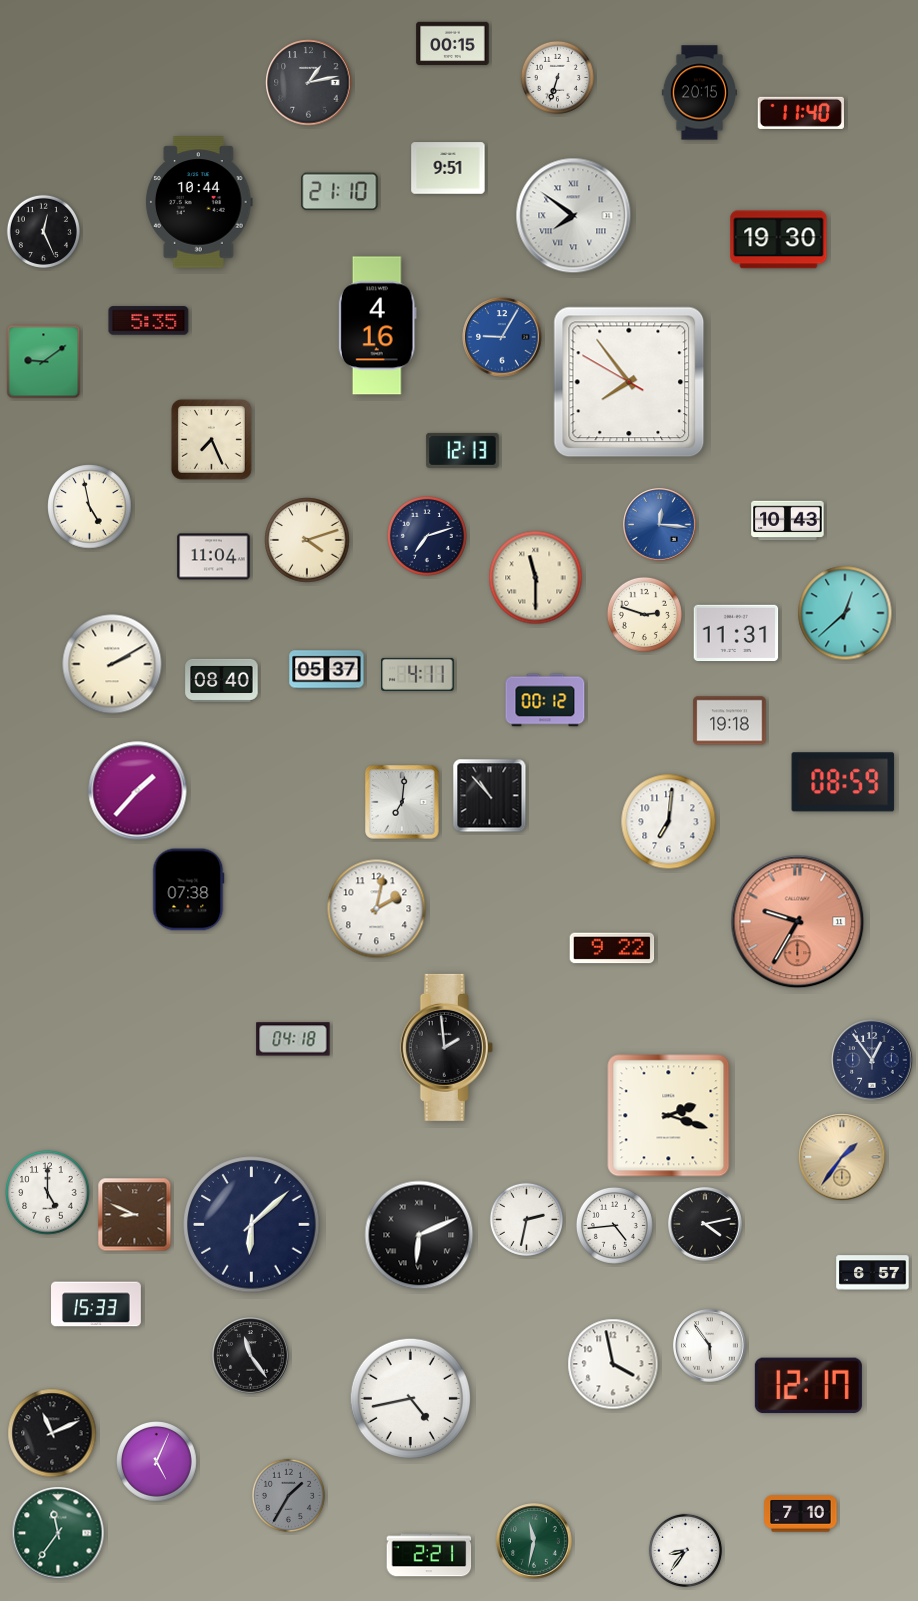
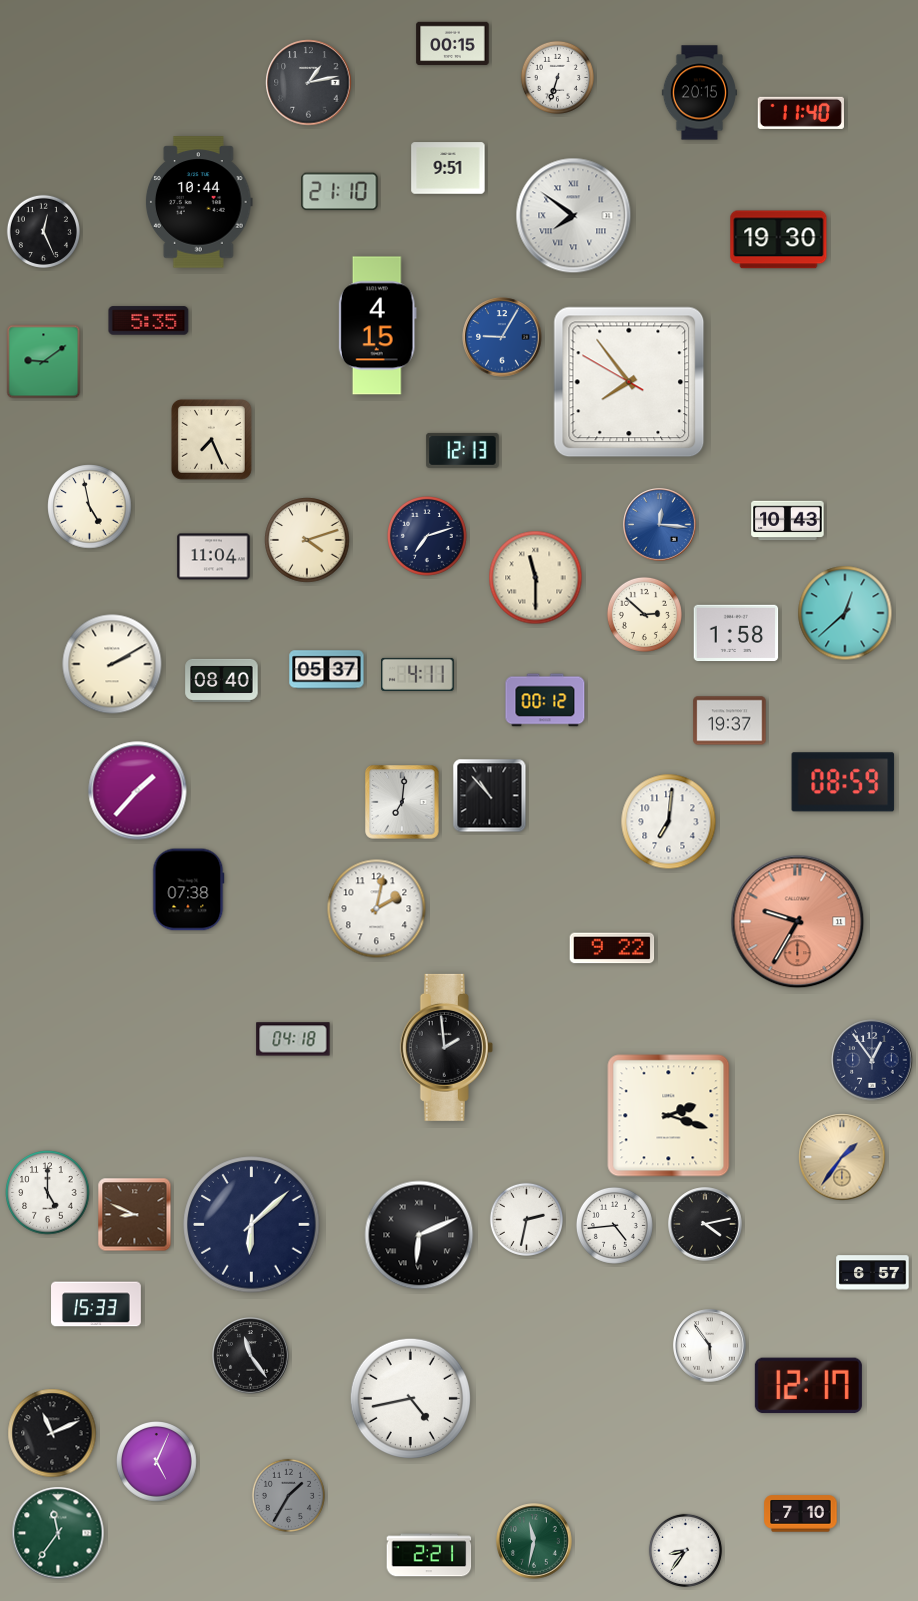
clock at (377, 326): 4:16 -> 4:15
clock at (644, 614): 2:48 -> 2:52
clock at (736, 633): 11:31 -> 1:58
clock at (730, 721): 19:18 -> 19:37
clock at (613, 1364): 3:58 -> none
